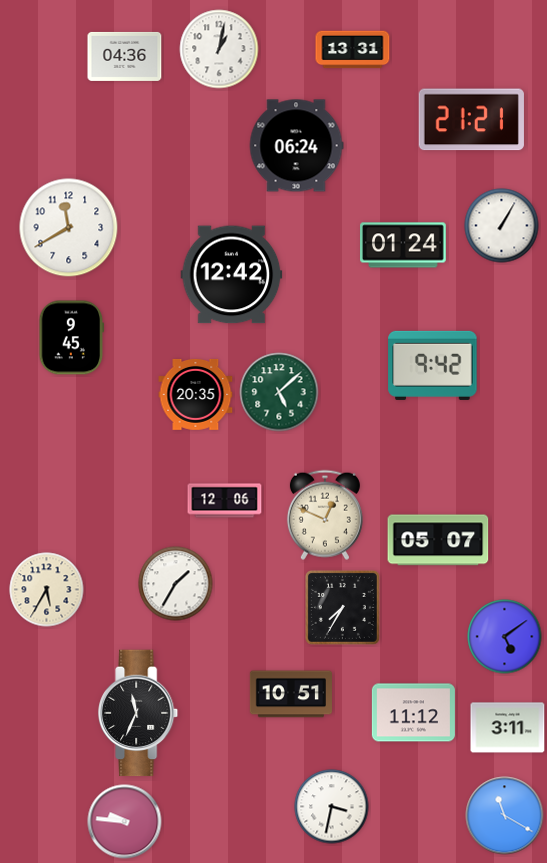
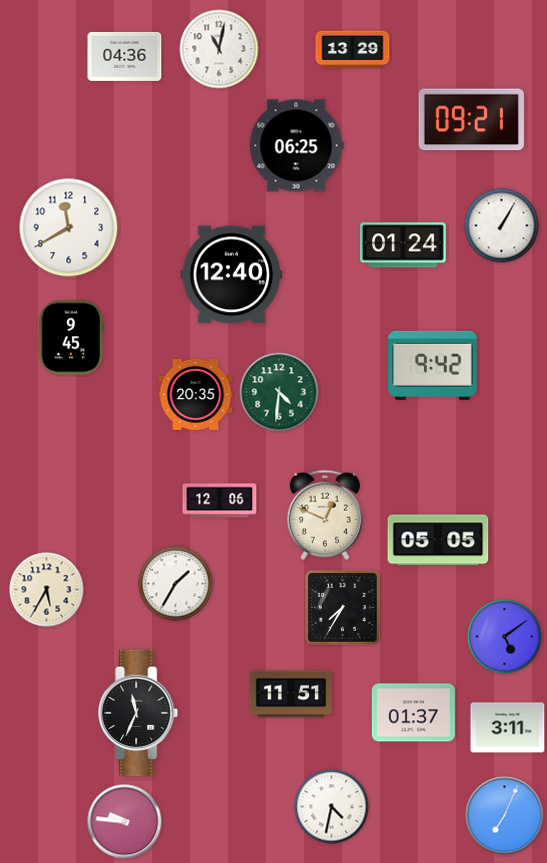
clock at (219, 49): 1:02 -> 11:02
clock at (353, 50): 13:31 -> 13:29
clock at (471, 120): 21:21 -> 09:21
clock at (296, 146): 06:24 -> 06:25
clock at (232, 275): 12:42 -> 12:40
clock at (279, 392): 5:08 -> 4:31
clock at (225, 501) position: (225, 501) -> (220, 501)
clock at (438, 540): 05:07 -> 05:05
clock at (291, 694): 10:51 -> 11:51
clock at (413, 713): 11:12 -> 01:37
clock at (332, 807): 3:32 -> 4:32
clock at (505, 816): 11:20 -> 7:04
